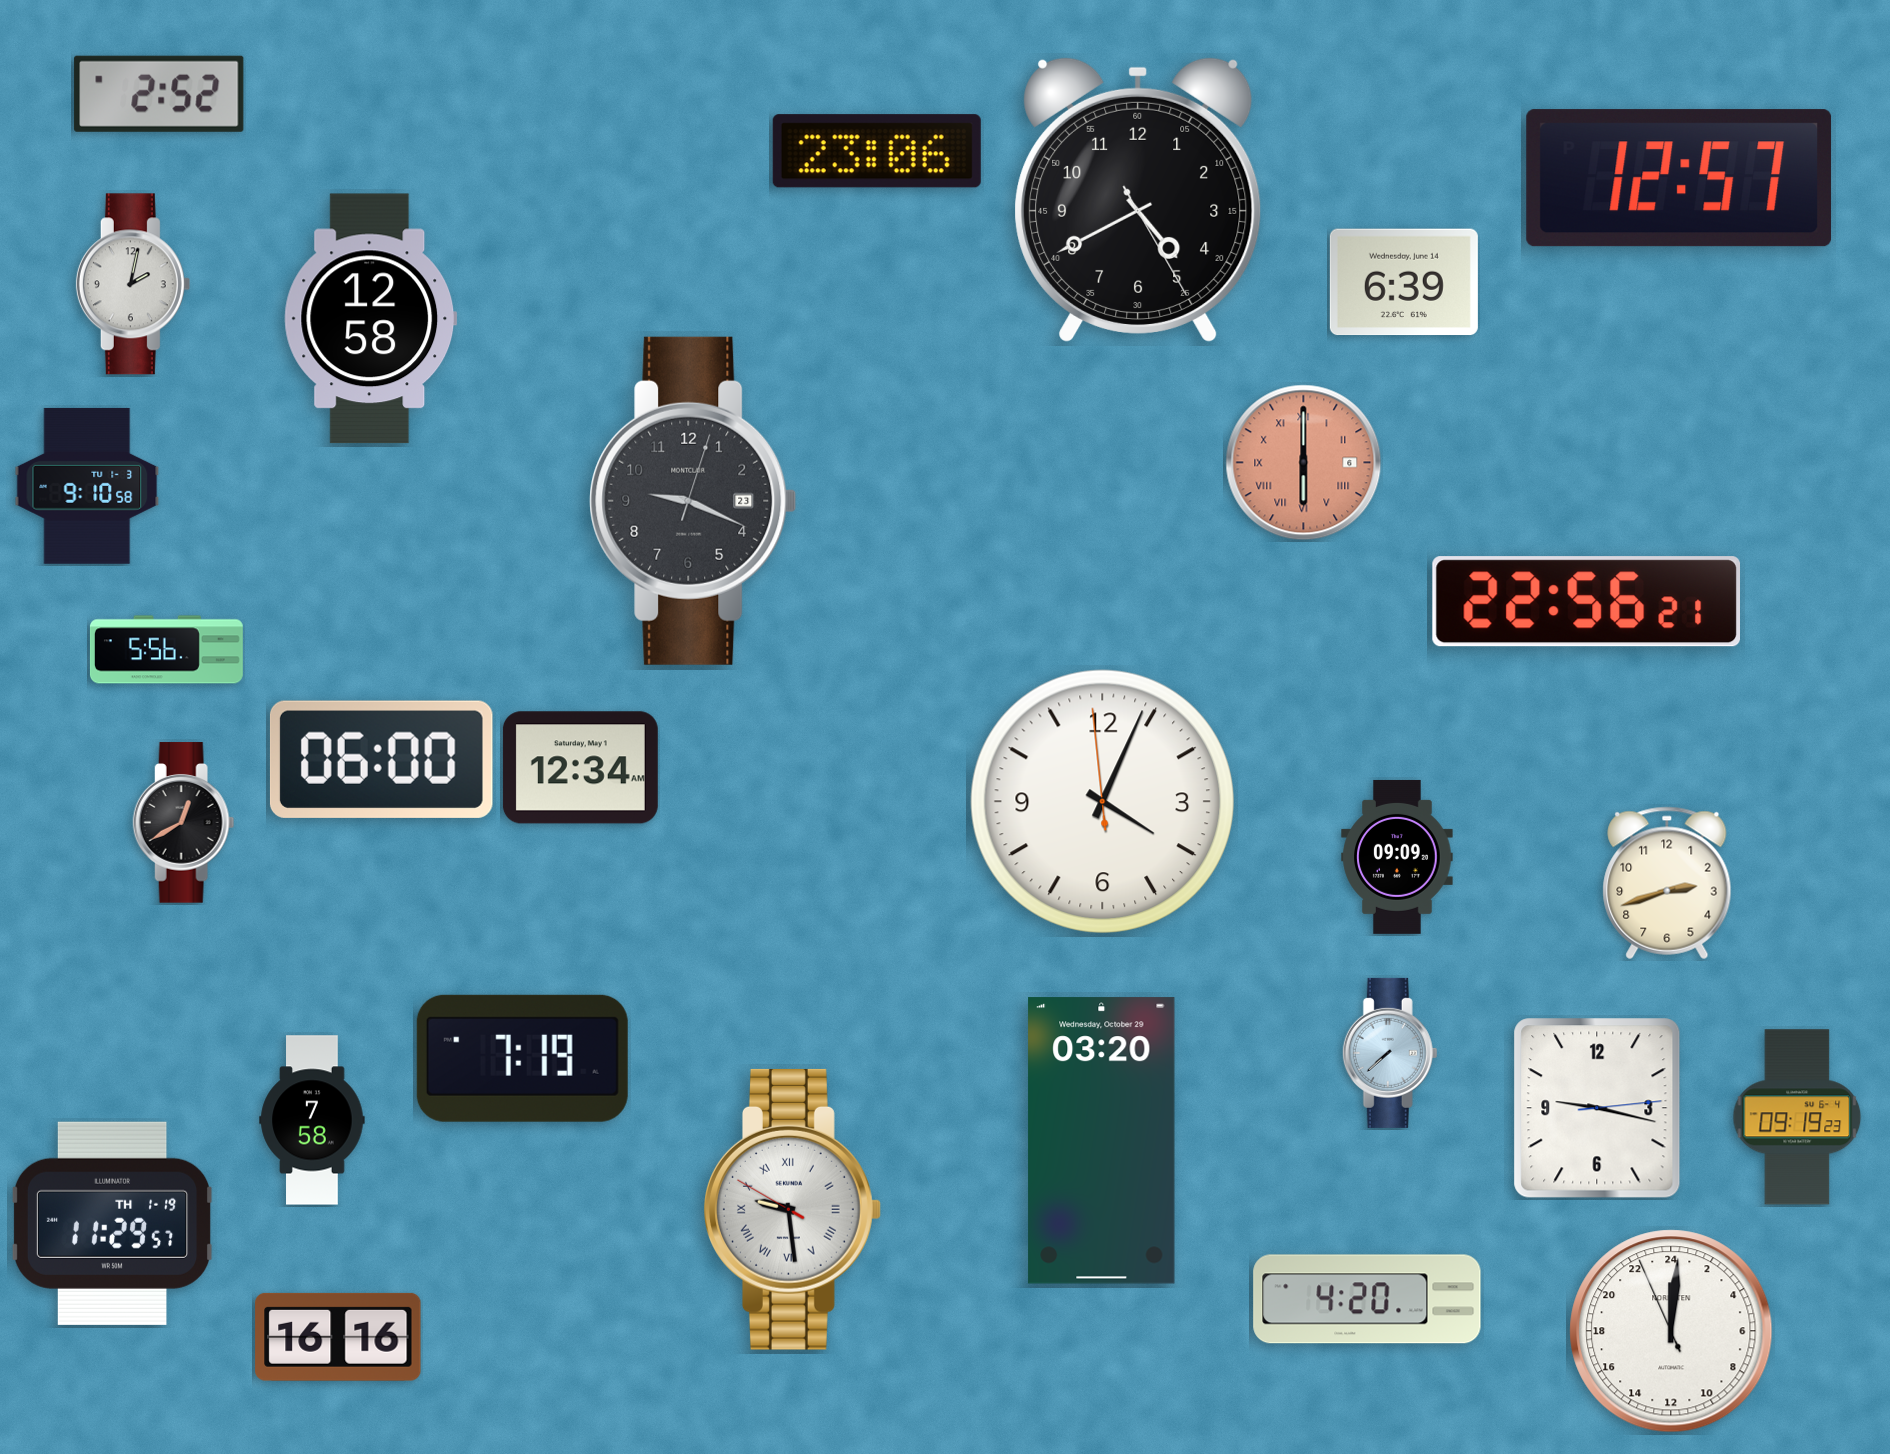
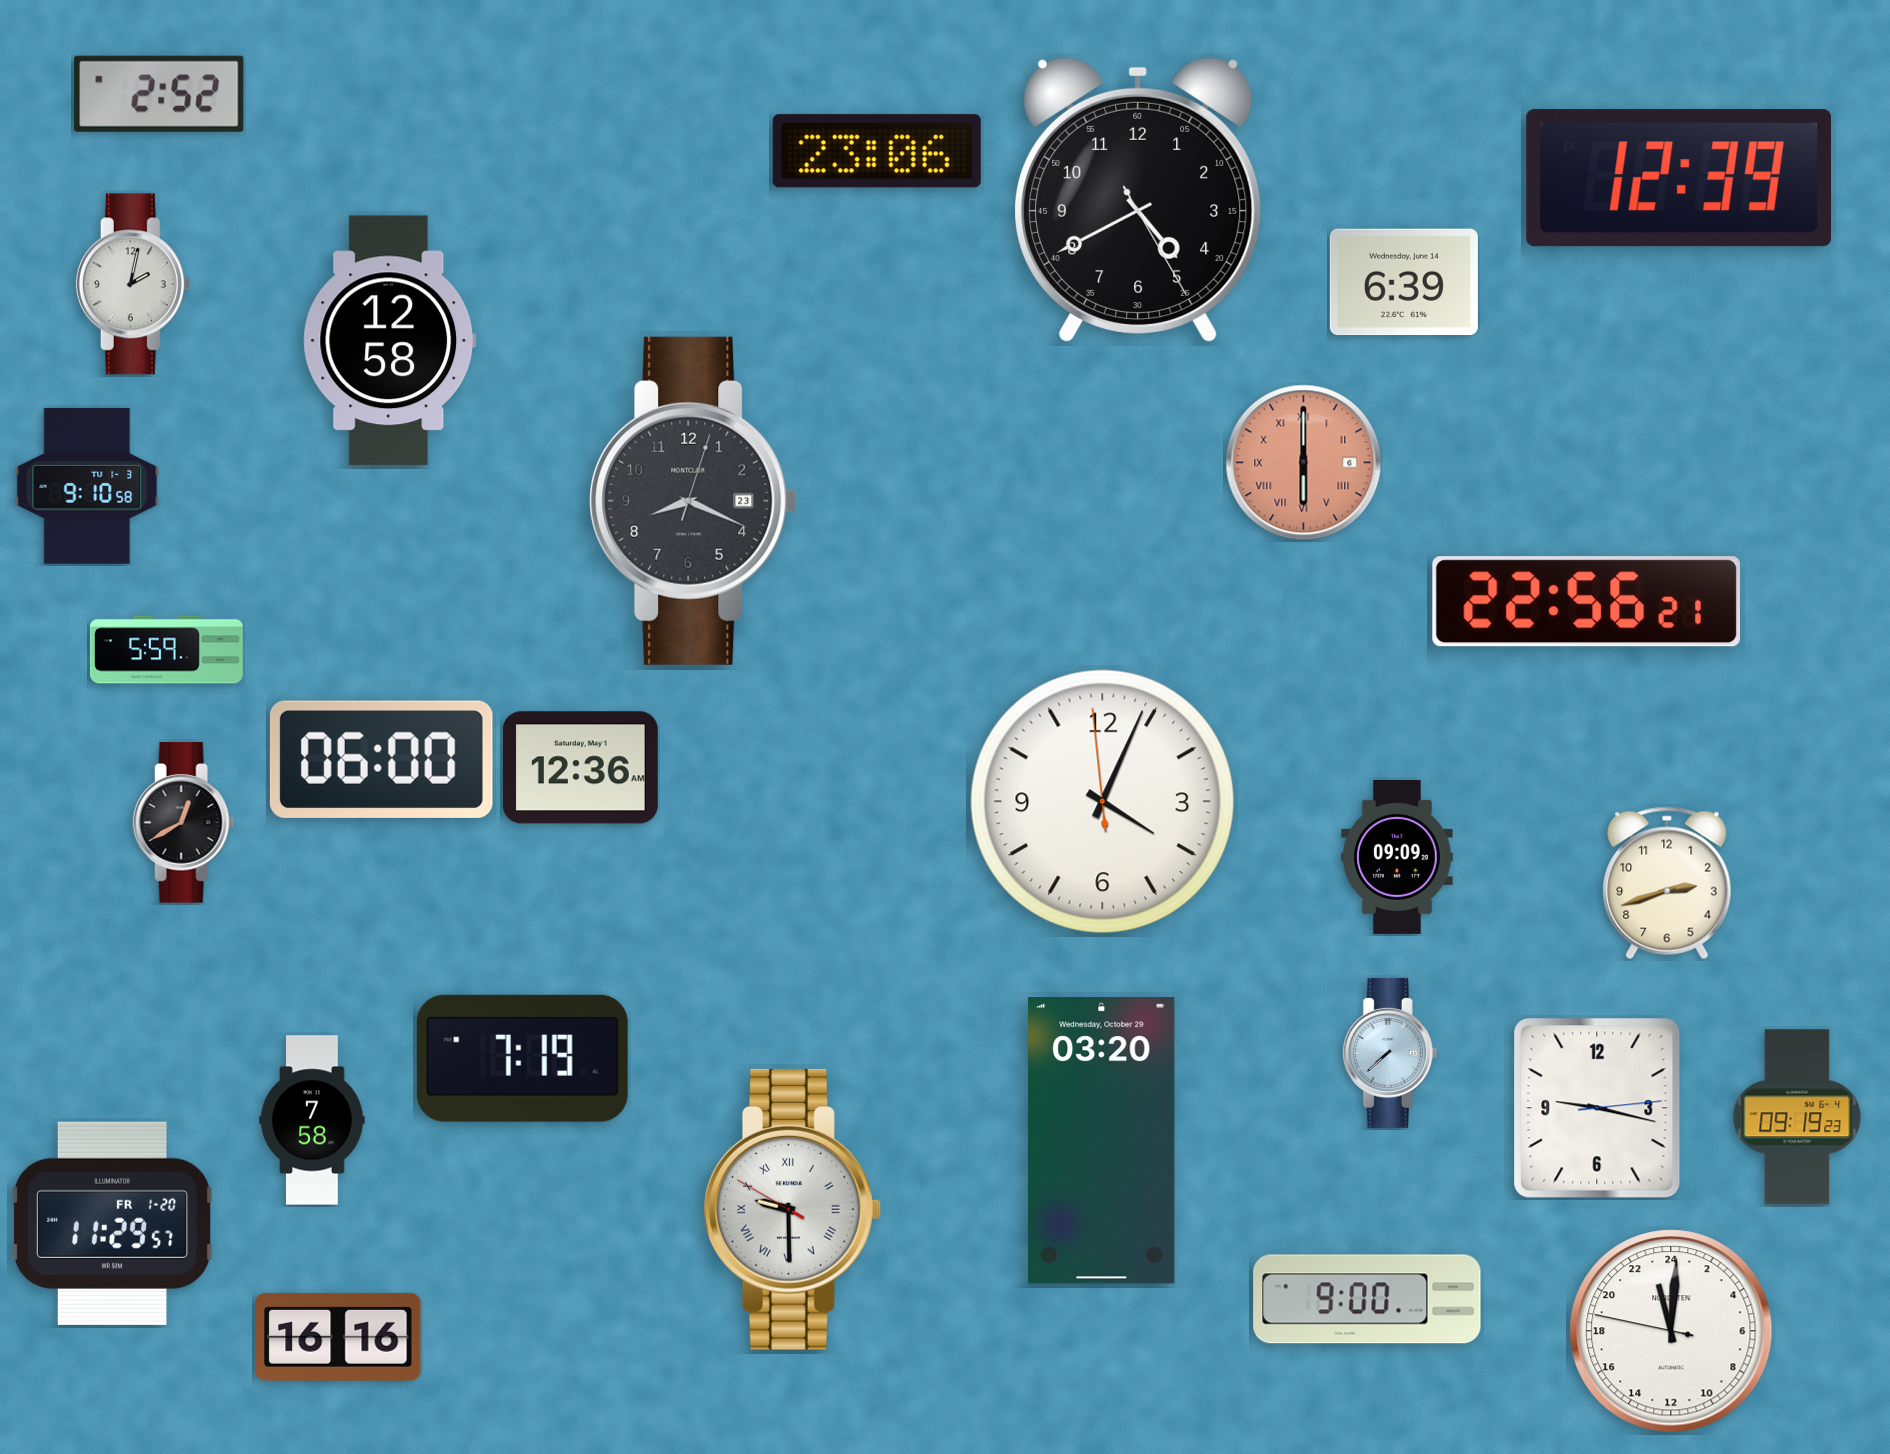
clock at (1679, 178): 12:57 -> 12:39
clock at (371, 319) position: (371, 319) -> (390, 341)
clock at (693, 501): 9:19 -> 8:19
clock at (166, 650): 5:56 -> 5:59
clock at (580, 768): 12:34 -> 12:36
clock at (793, 1209): 9:28 -> 9:29
clock at (112, 1223) date: TH 1-19 -> FR 1-20
clock at (1367, 1299): 4:20 -> 9:00
clock at (1671, 1331): 0:00 -> 23:00
